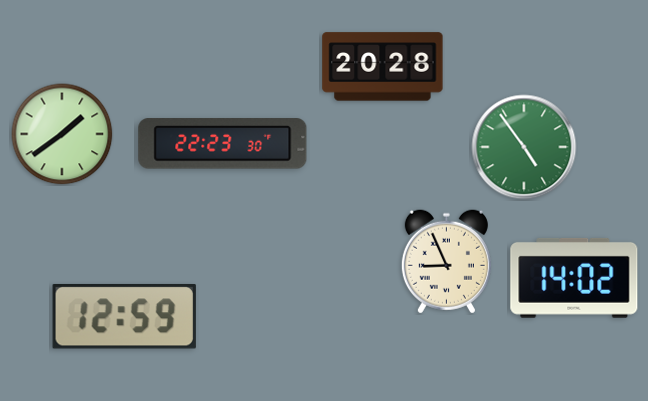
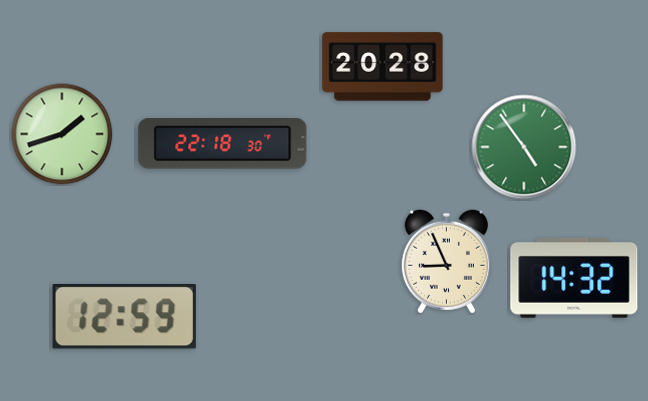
clock at (62, 134): 1:39 -> 1:42
clock at (223, 144): 22:23 -> 22:18
clock at (574, 278): 14:02 -> 14:32
